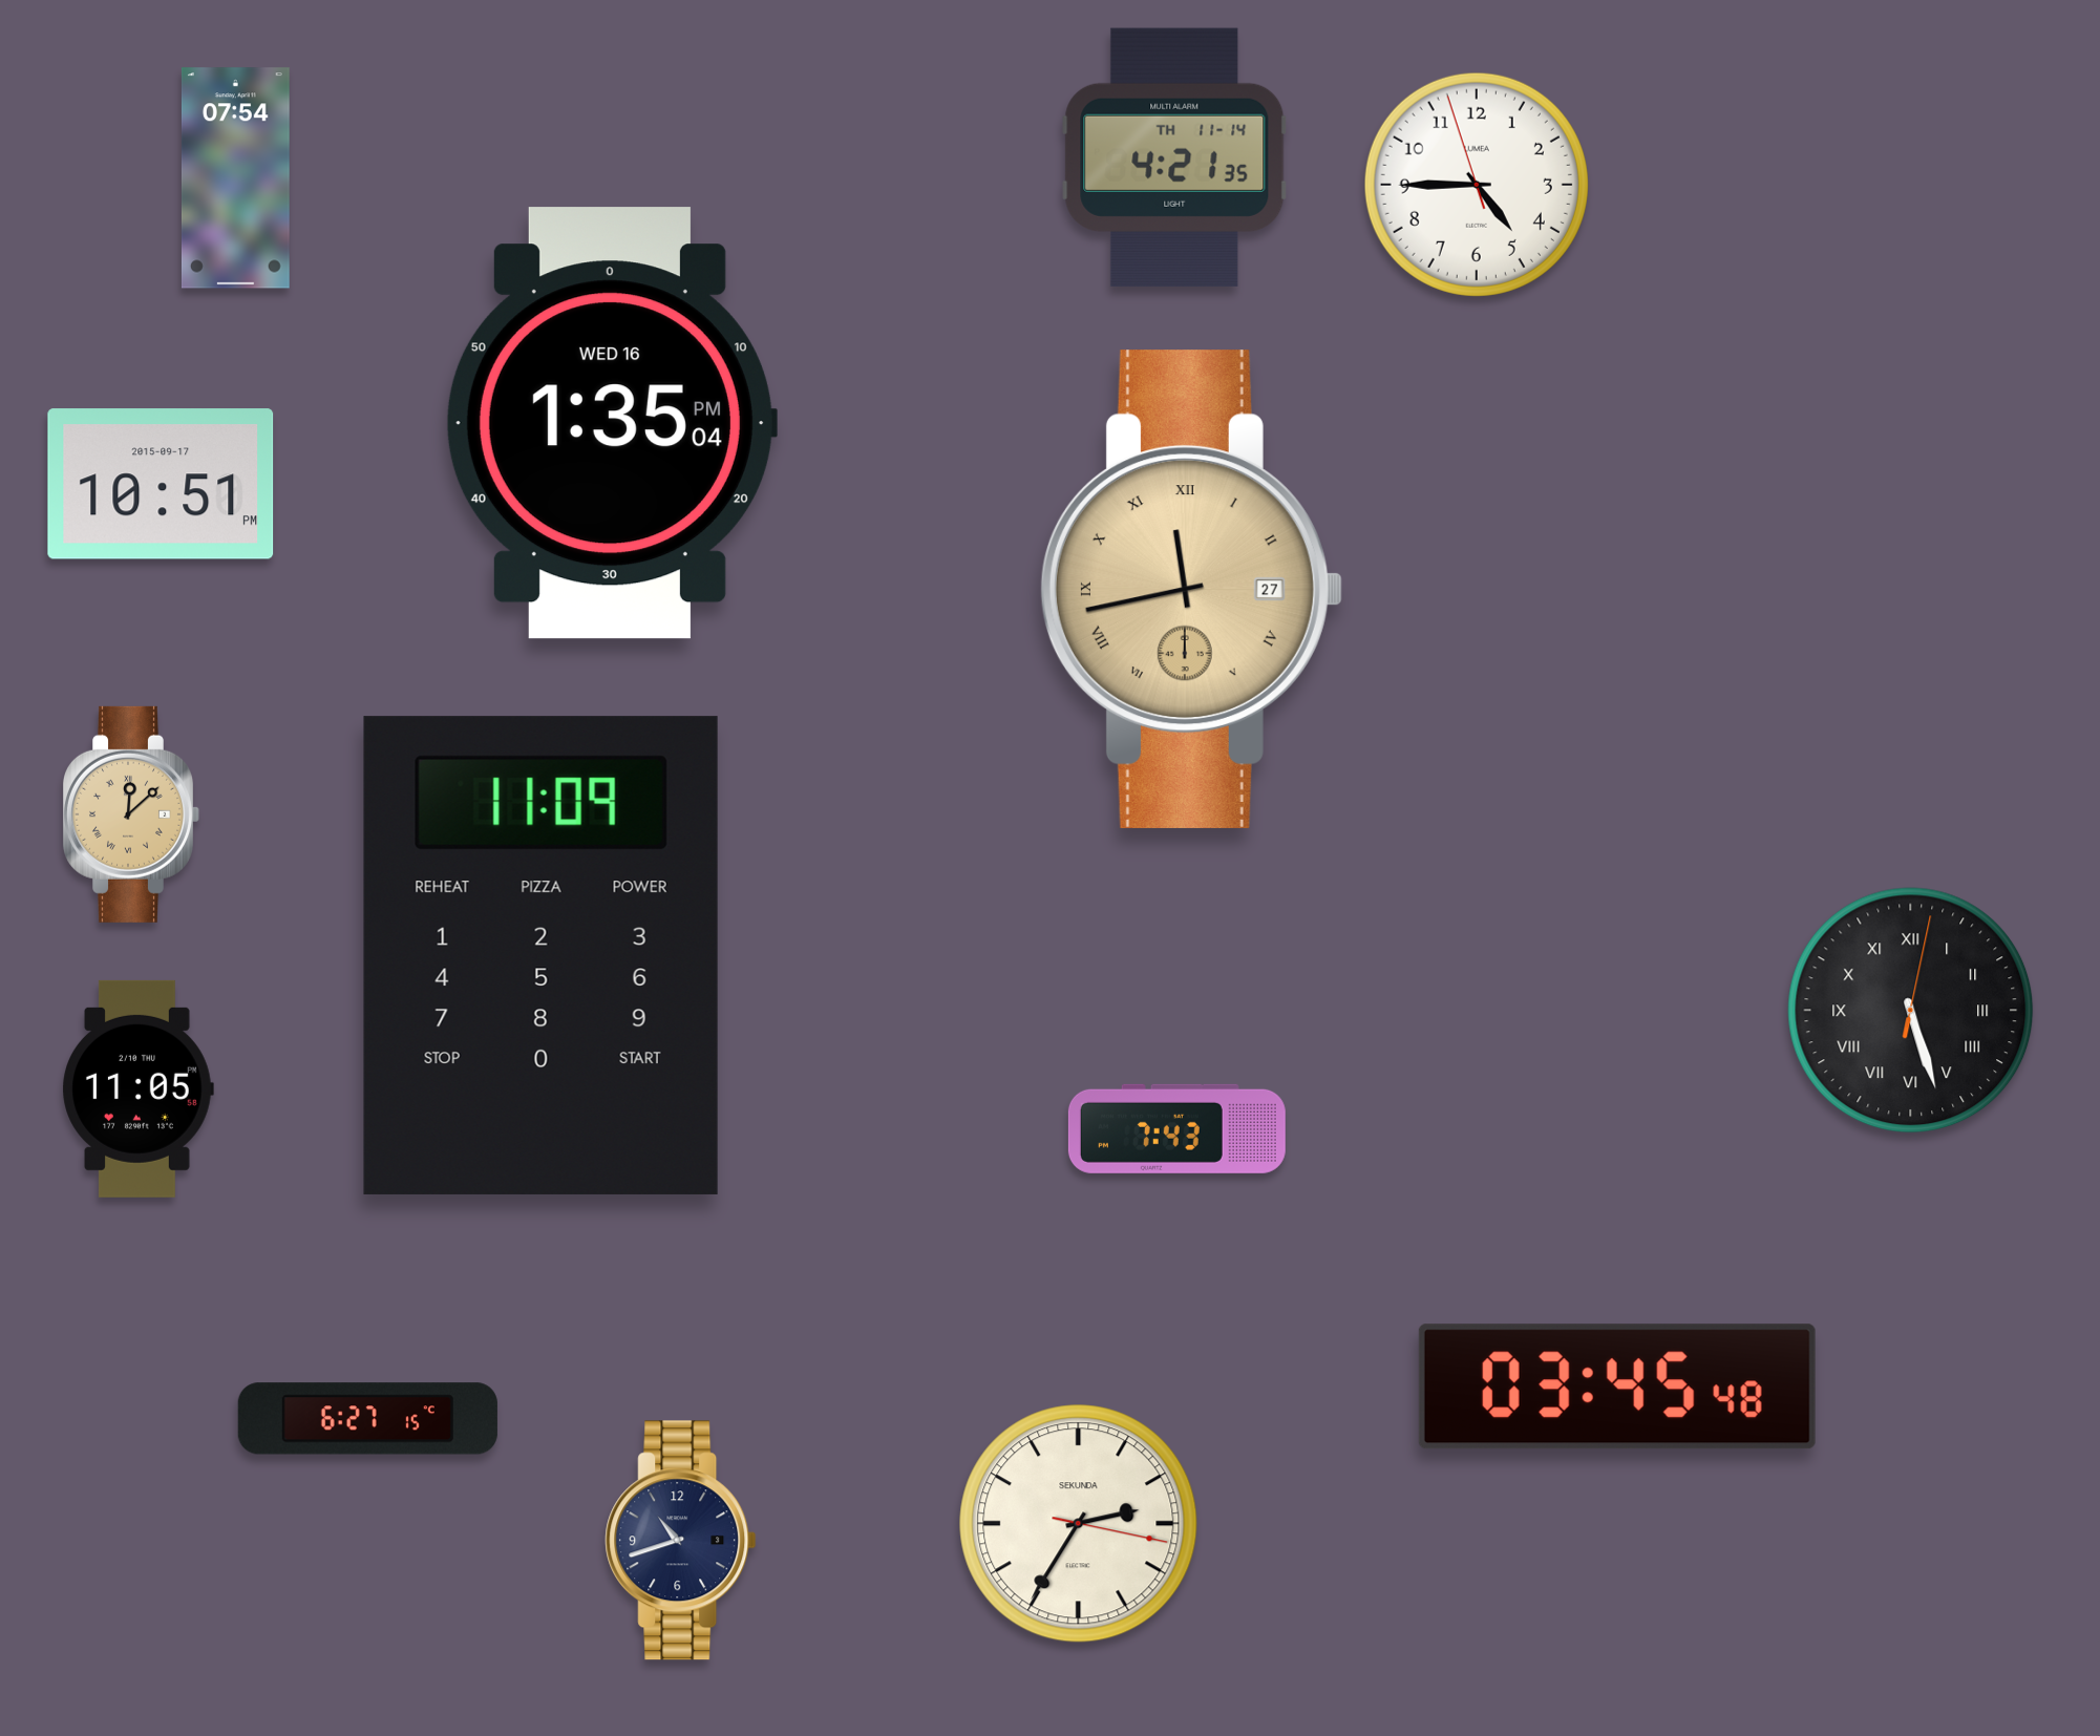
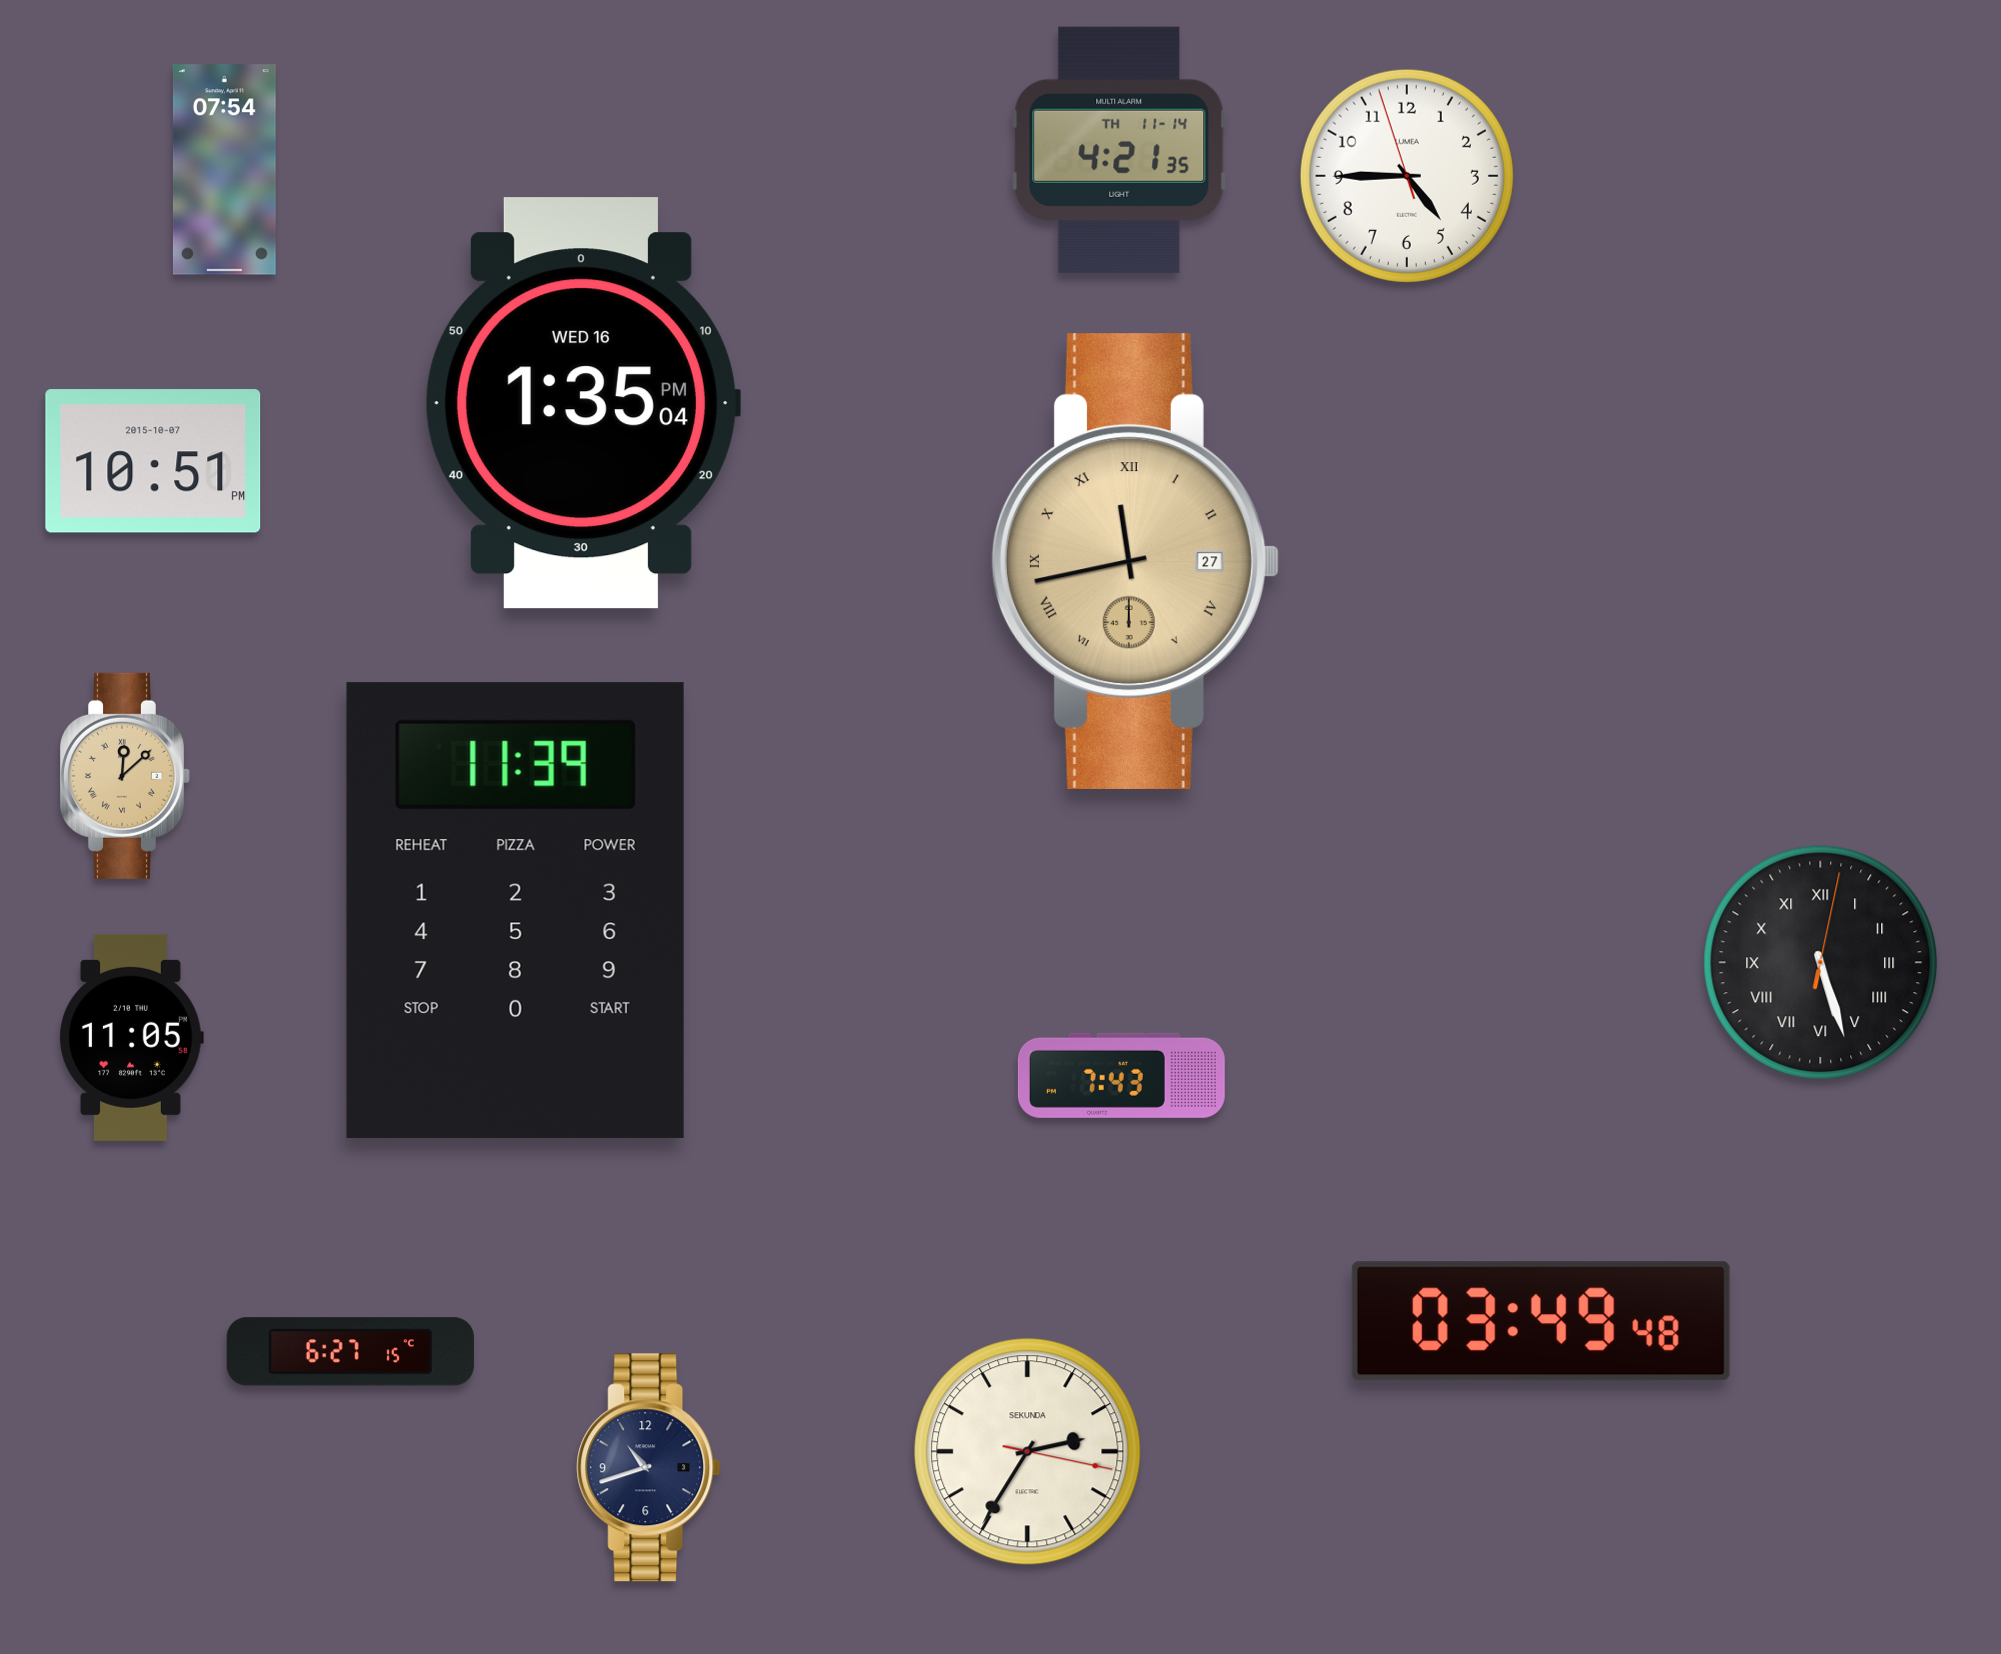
clock at (161, 484) date: 2015-09-17 -> 2015-10-07
clock at (540, 955): 11:09 -> 11:39
clock at (1617, 1386): 03:45 -> 03:49
